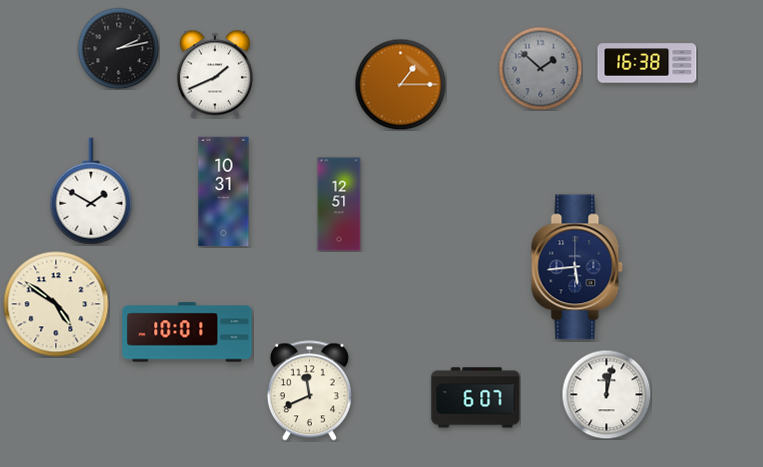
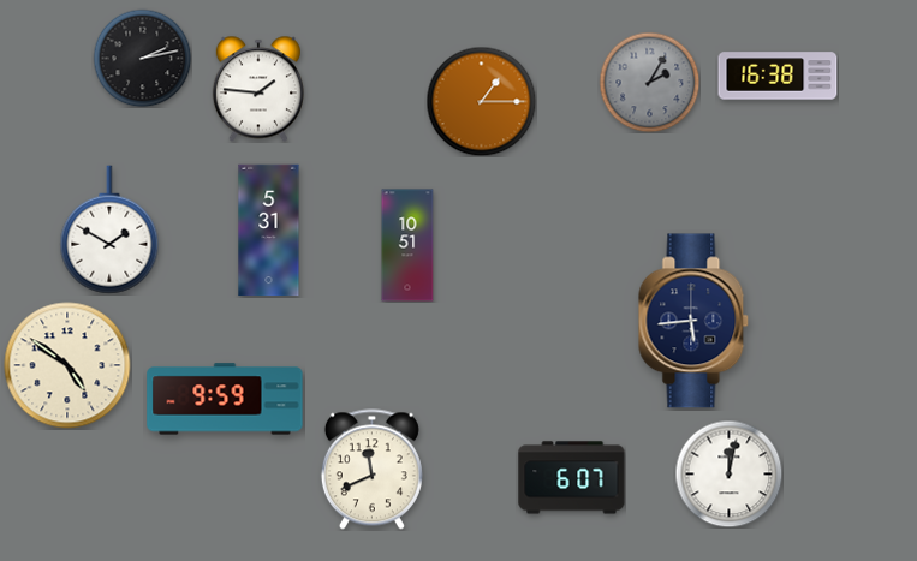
clock at (540, 68): 1:52 -> 2:05
clock at (215, 74): 1:41 -> 1:46
clock at (224, 192): 10:31 -> 5:31
clock at (339, 204): 12:51 -> 10:51
clock at (187, 332): 10:01 -> 9:59
